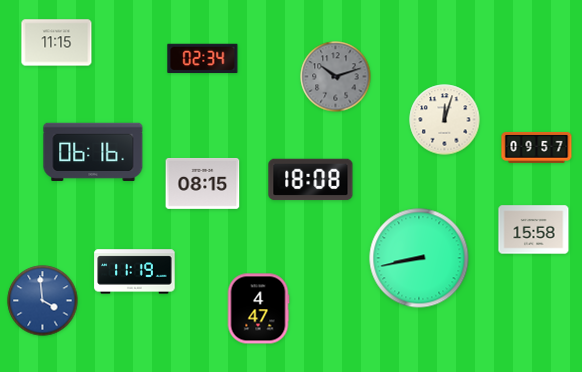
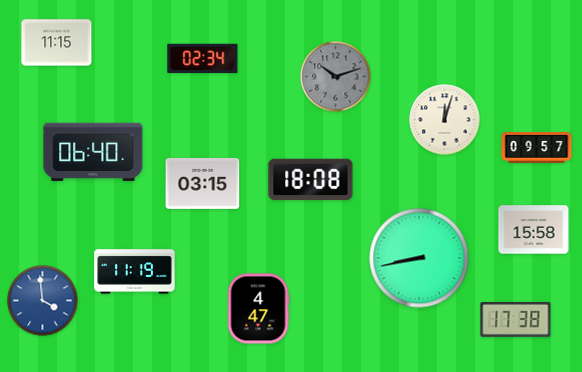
clock at (93, 152): 06:16 -> 06:40
clock at (203, 183): 08:15 -> 03:15
clock at (516, 319): none -> 17:38
